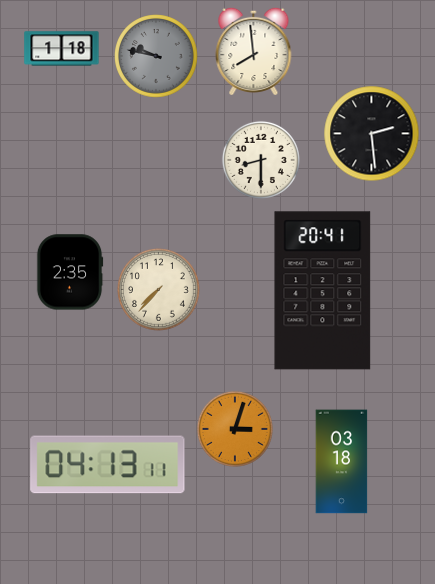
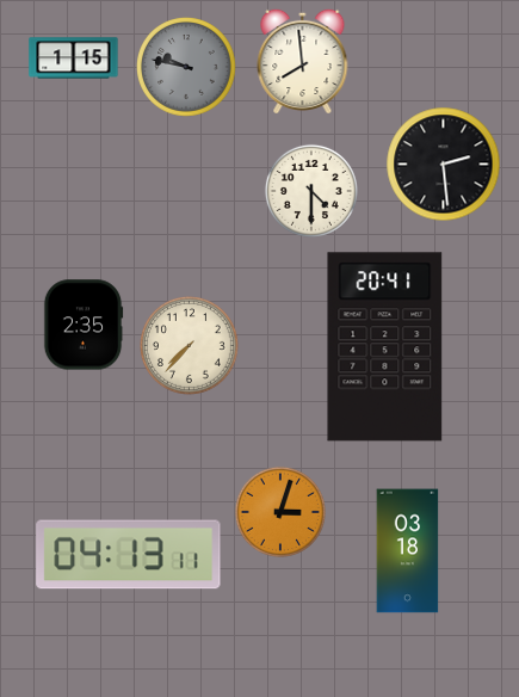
clock at (62, 49): 1:18 -> 1:15
clock at (372, 134) position: (372, 134) -> (444, 165)
clock at (261, 160): 8:30 -> 4:30
